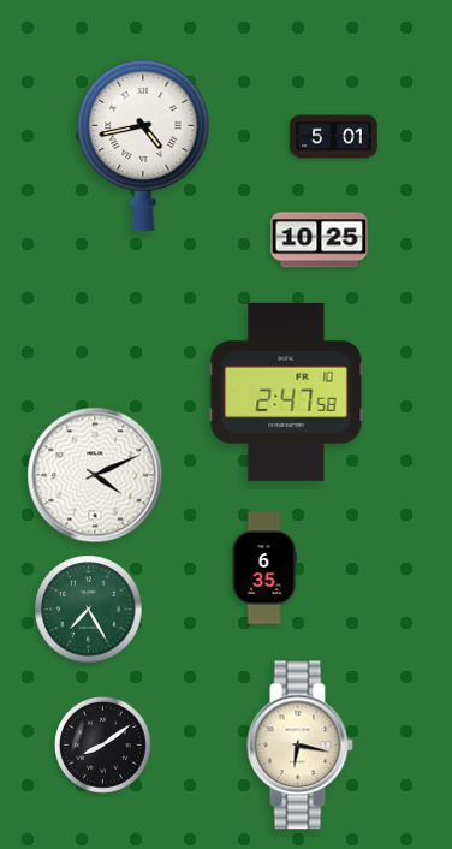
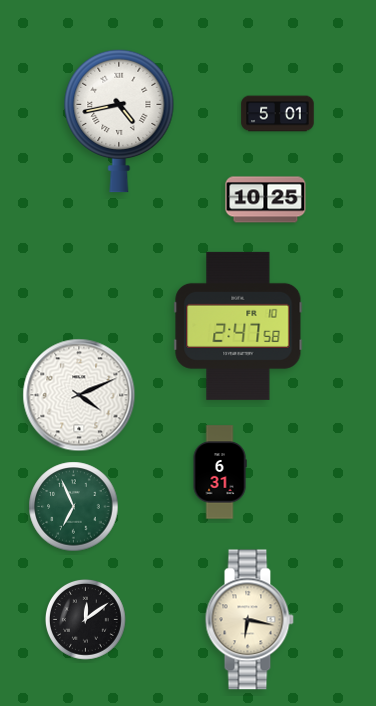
clock at (264, 568): 6:35 -> 6:31
clock at (89, 610): 7:25 -> 6:56
clock at (103, 746): 8:09 -> 12:09
